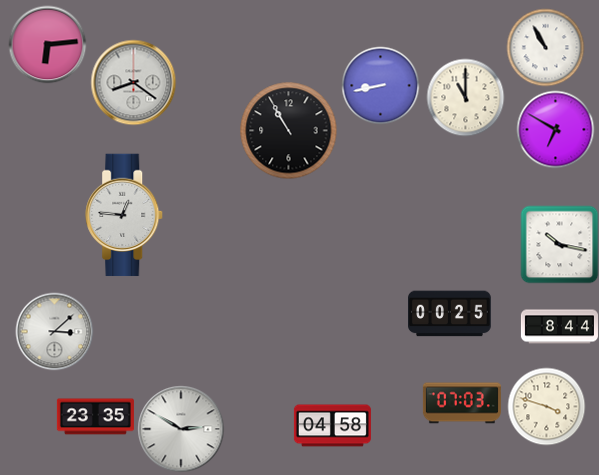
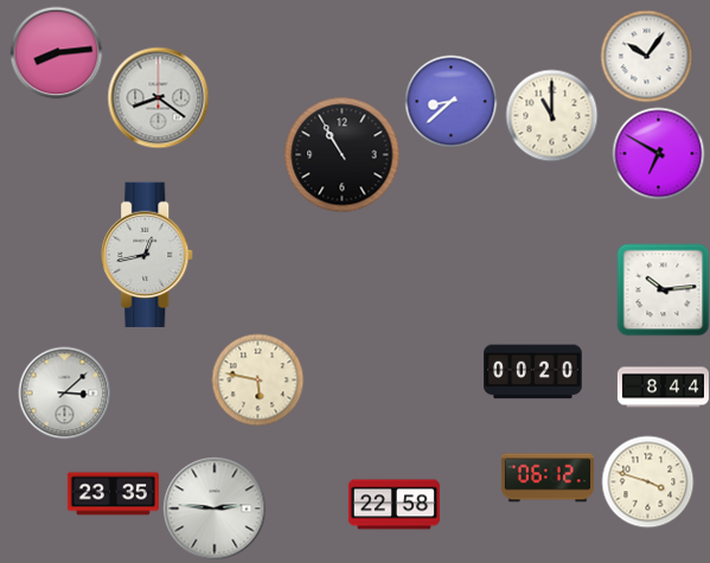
clock at (47, 44): 6:14 -> 8:14
clock at (545, 47): 10:55 -> 10:06
clock at (380, 85): 8:43 -> 8:38
clock at (125, 215): 12:46 -> 12:43
clock at (559, 244): 10:17 -> 10:14
clock at (450, 314): 00:25 -> 00:20
clock at (257, 379): none -> 5:47
clock at (462, 403): 07:03 -> 06:12
clock at (332, 426): 04:58 -> 22:58
clock at (181, 429): 2:50 -> 2:46
